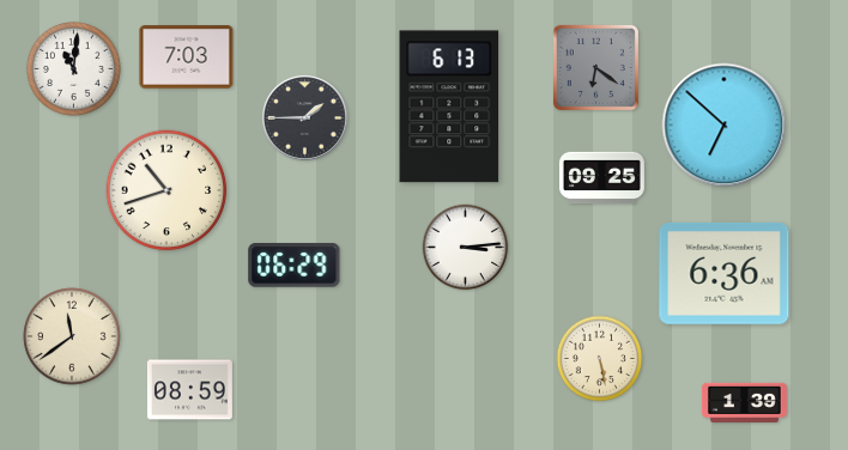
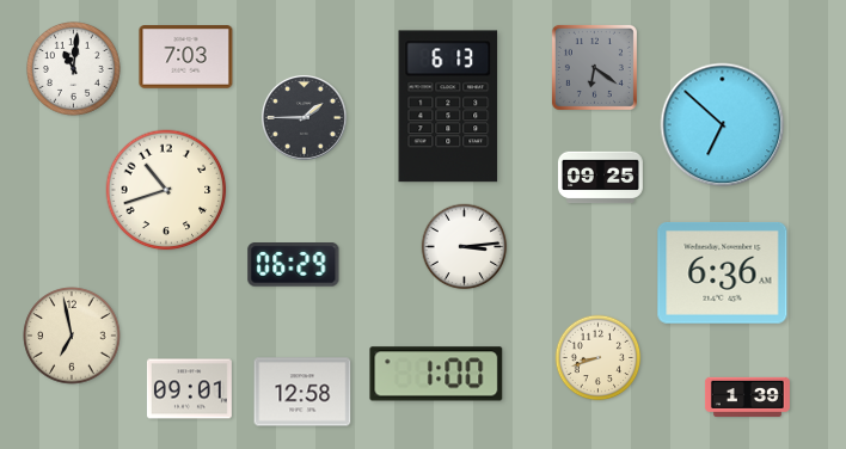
clock at (72, 336): 11:39 -> 6:58
clock at (600, 359): 5:28 -> 8:42
clock at (436, 374): none -> 1:00
clock at (189, 390): 08:59 -> 09:01
clock at (302, 392): none -> 12:58
clock at (744, 402) position: (744, 402) -> (747, 396)
